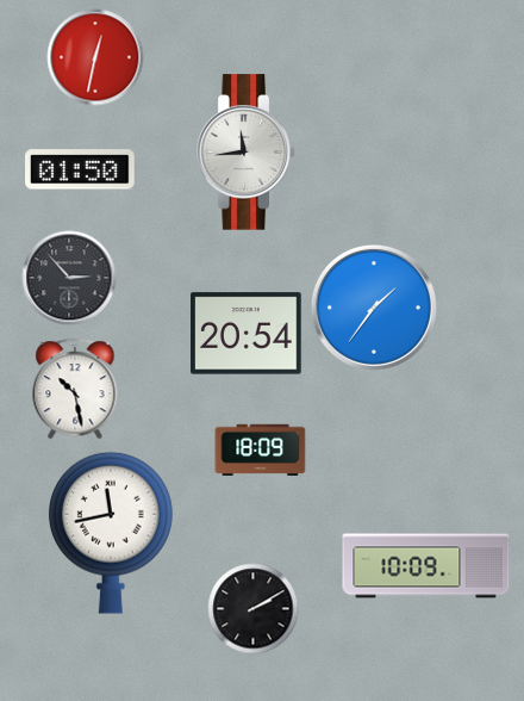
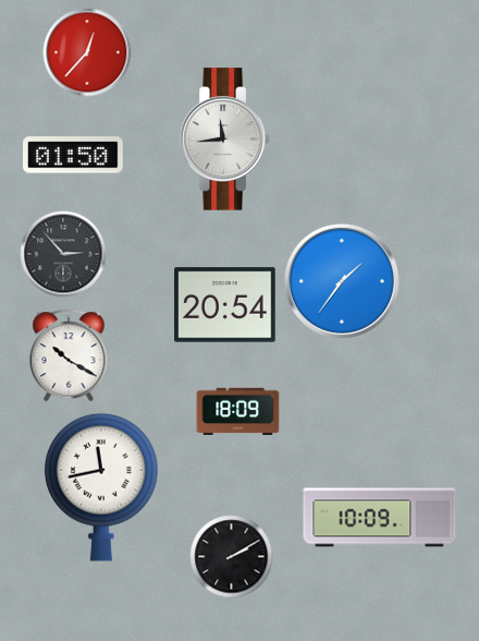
clock at (95, 57): 12:32 -> 12:37
clock at (75, 389): 10:28 -> 10:20
clock at (426, 566) position: (426, 566) -> (380, 518)
